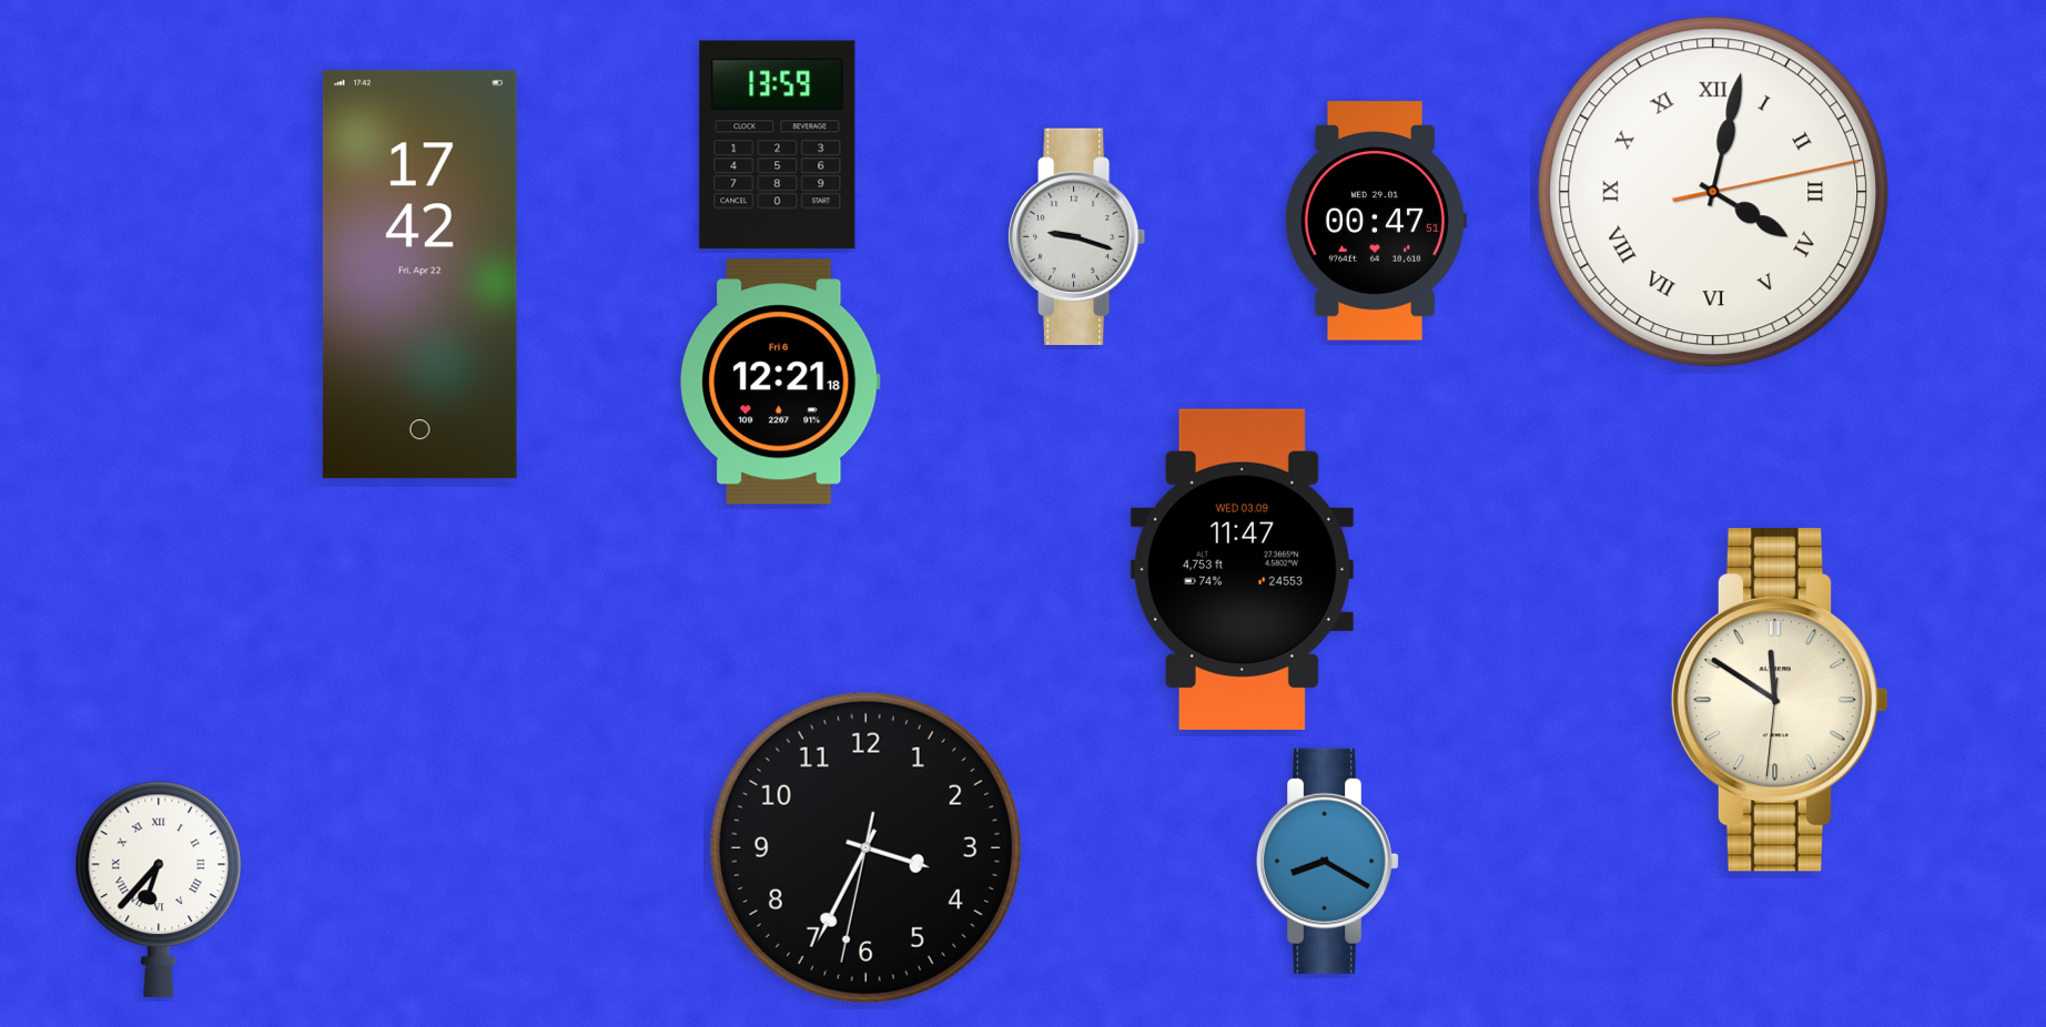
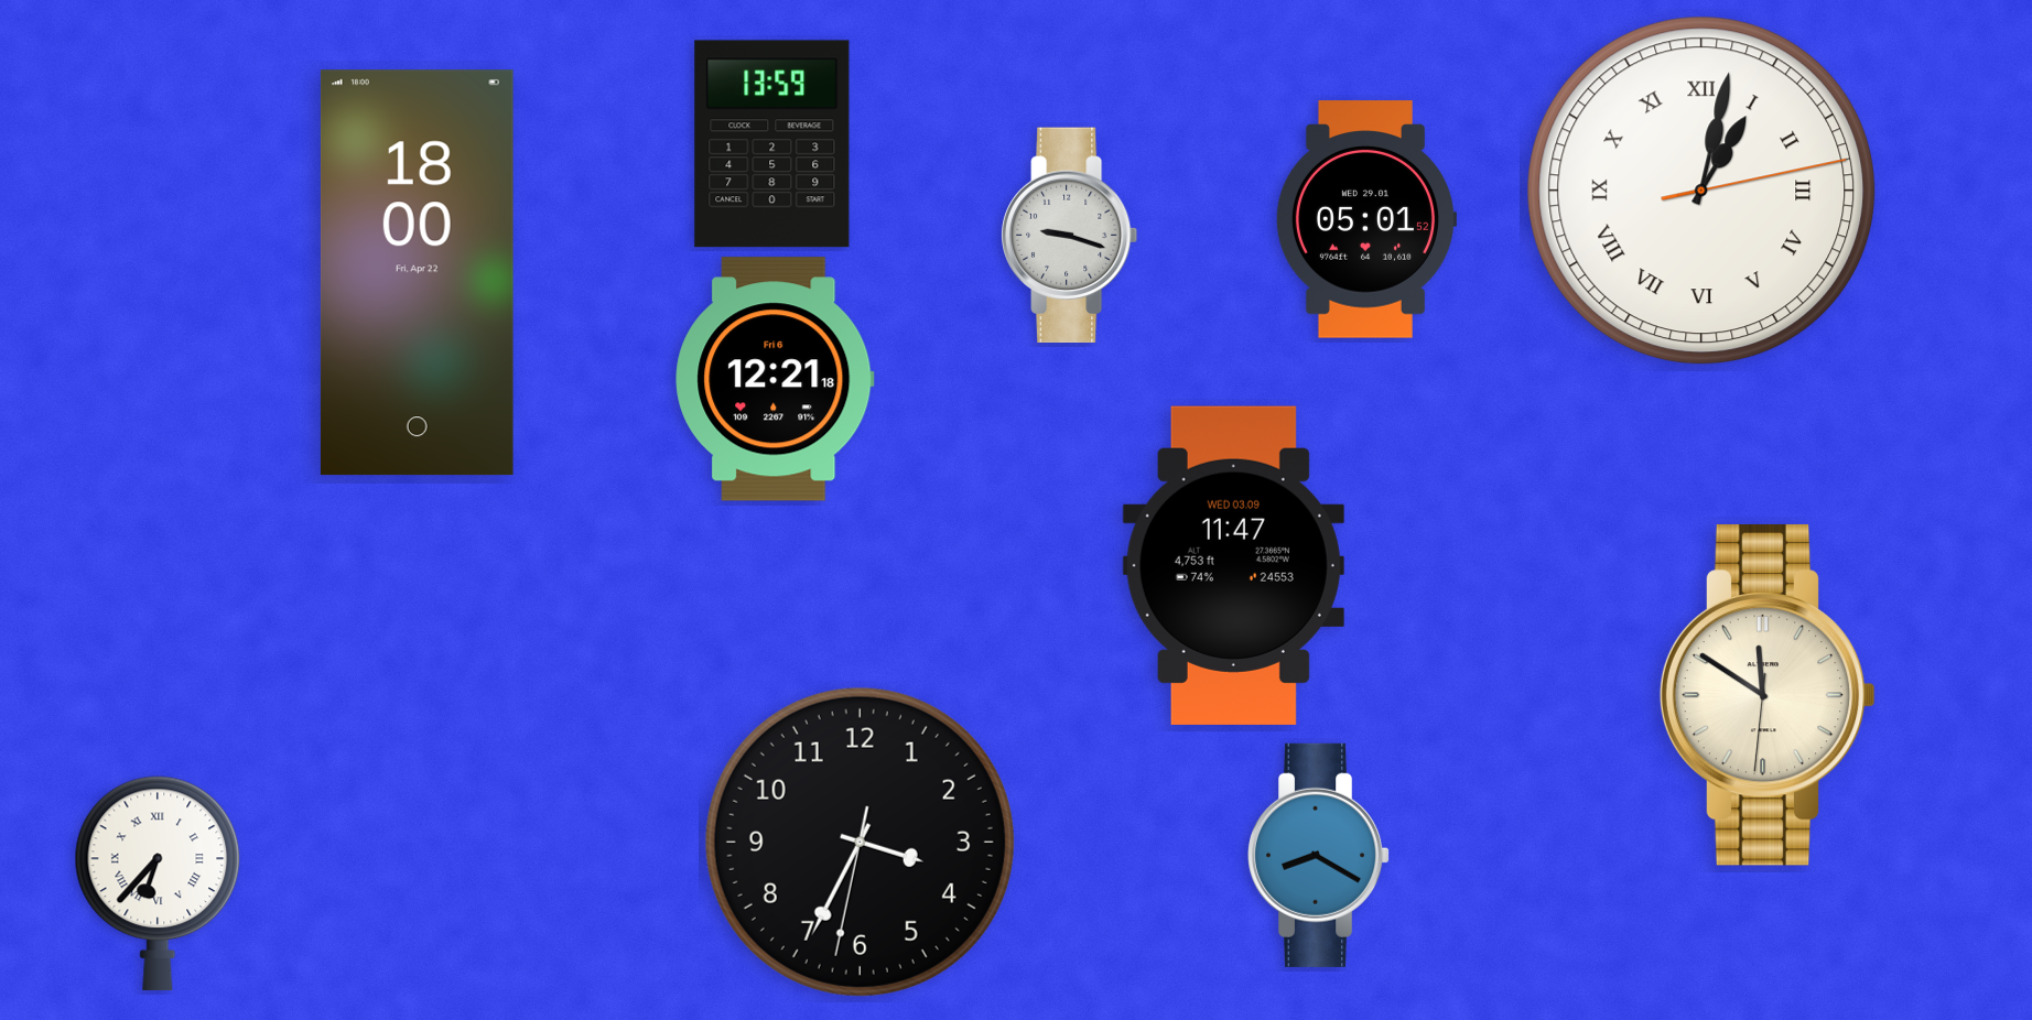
clock at (1713, 192): 4:02 -> 1:02
clock at (1375, 221): 00:47 -> 05:01
clock at (419, 275): 17:42 -> 18:00
